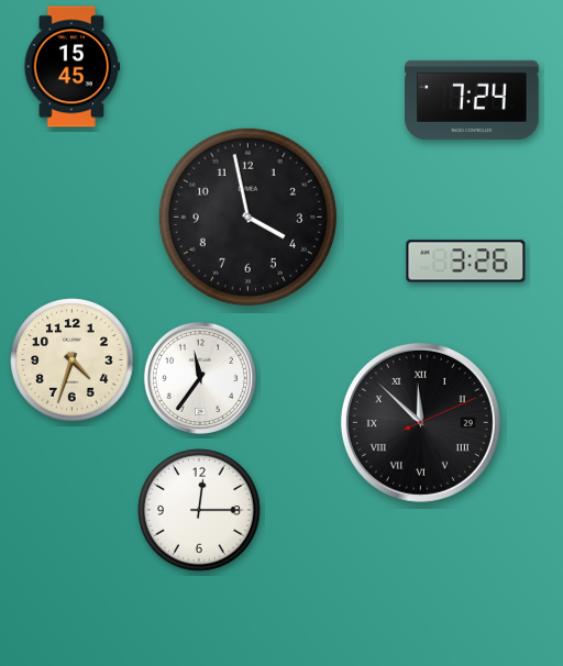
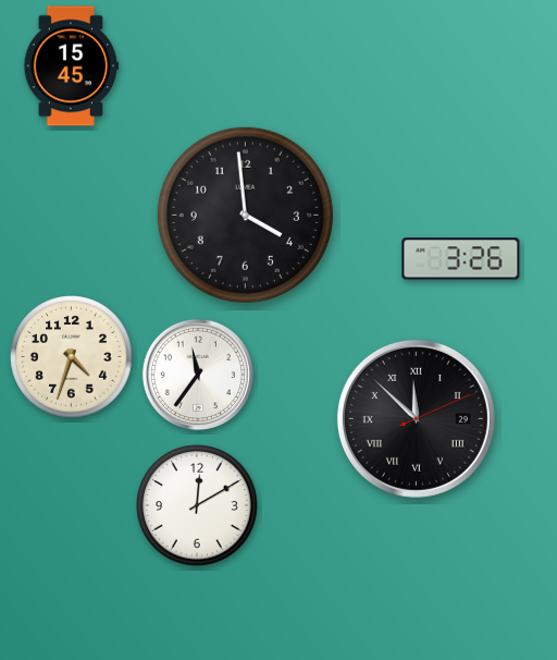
clock at (472, 100): 7:24 -> none
clock at (247, 217): 3:58 -> 3:59
clock at (199, 510): 12:15 -> 12:10
